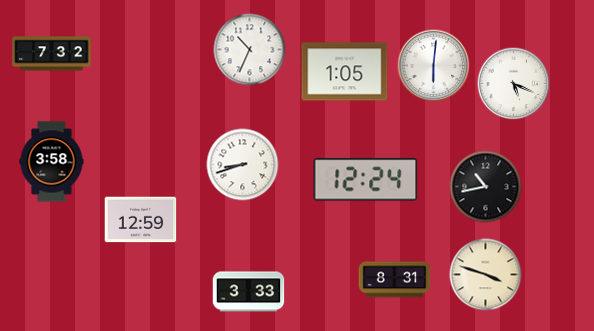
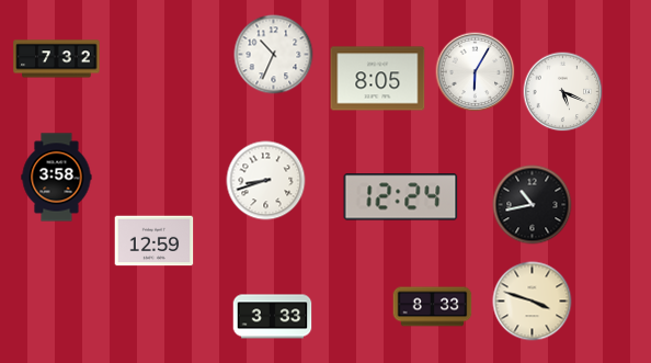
clock at (434, 66): 6:01 -> 6:05
clock at (345, 72): 1:05 -> 8:05
clock at (395, 280): 8:31 -> 8:33
clock at (249, 292) position: (249, 292) -> (273, 317)
